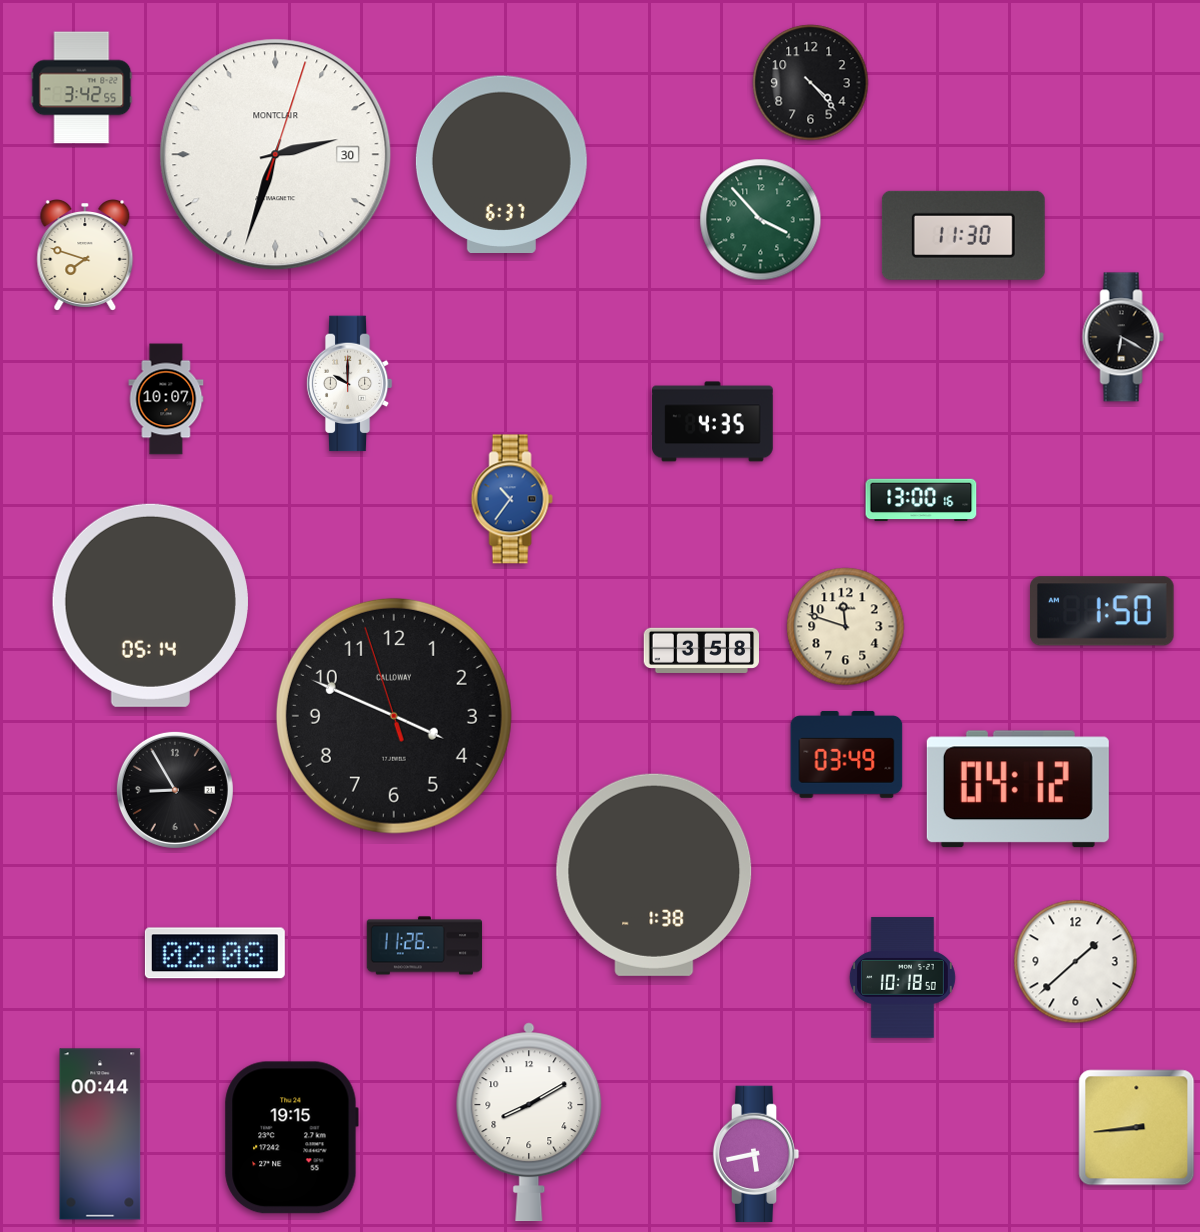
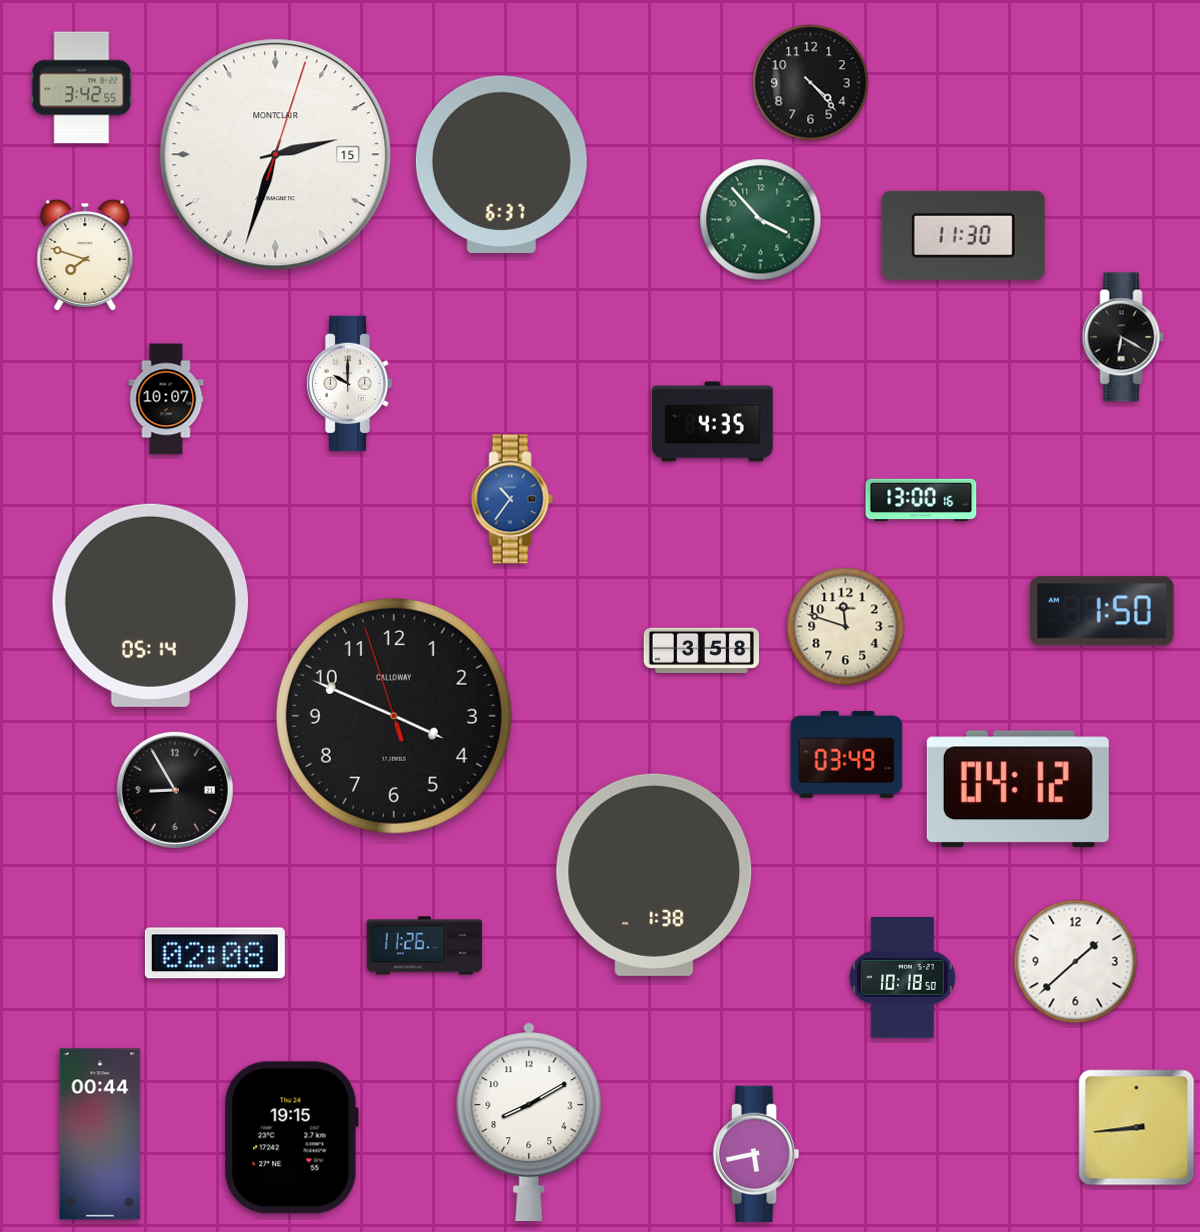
clock at (276, 155) date: 30 -> 15
